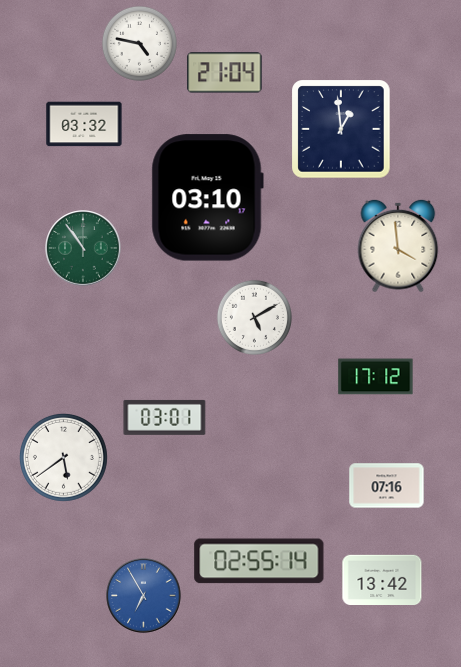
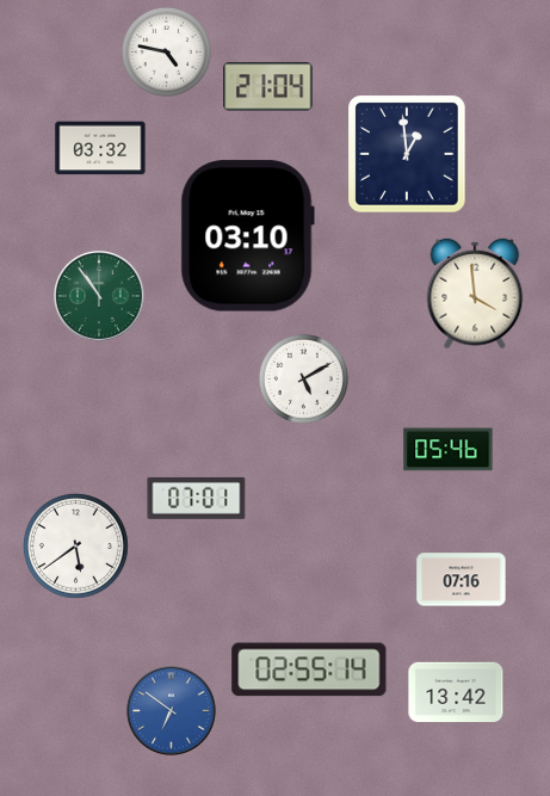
clock at (376, 377): 17:12 -> 05:46
clock at (165, 417): 03:01 -> 07:01
clock at (144, 596): 6:55 -> 6:51
